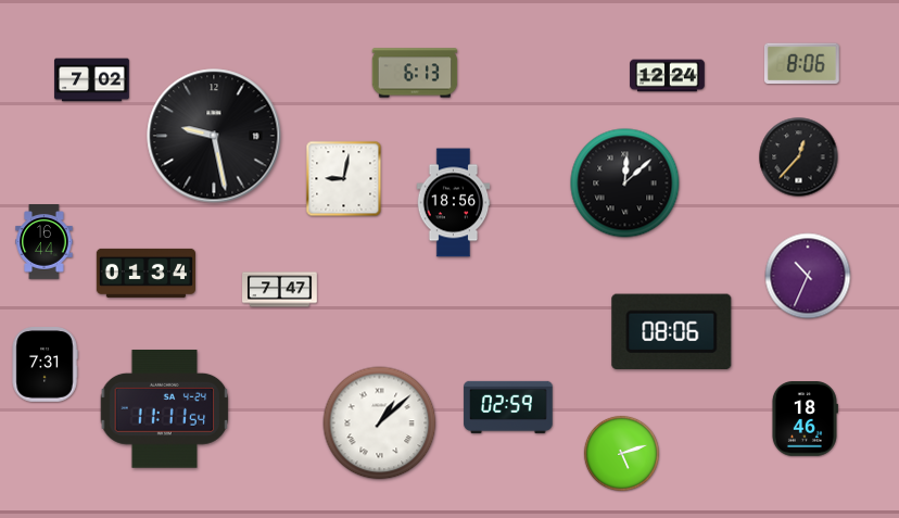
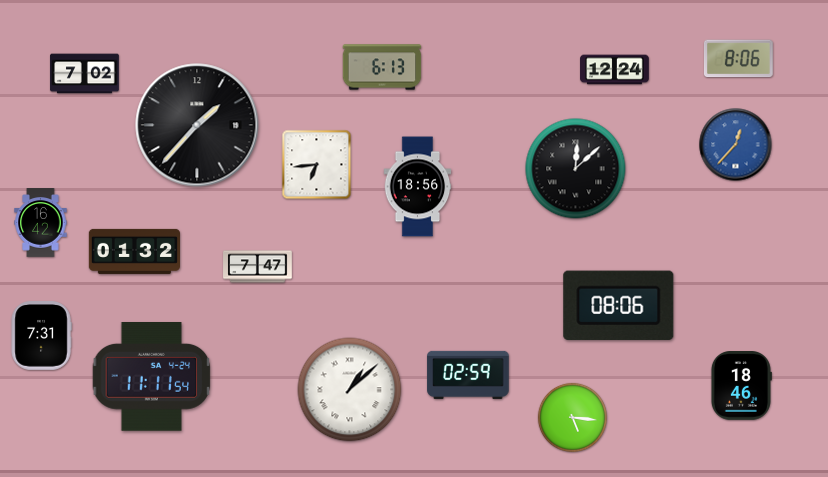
clock at (214, 136): 9:28 -> 1:37
clock at (799, 157) dial: black -> blue
clock at (344, 179): 9:02 -> 6:44
clock at (45, 242): 16:44 -> 16:42
clock at (145, 273): 01:34 -> 01:32
clock at (808, 276): 10:34 -> none
clock at (621, 453): 5:12 -> 5:16
